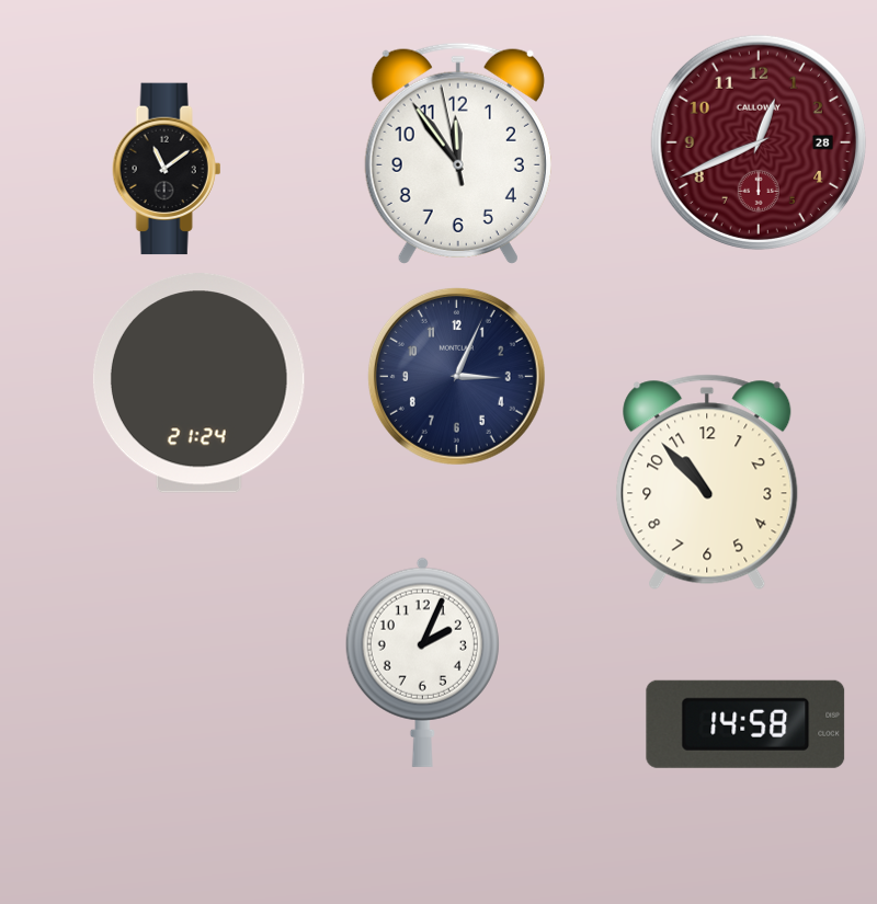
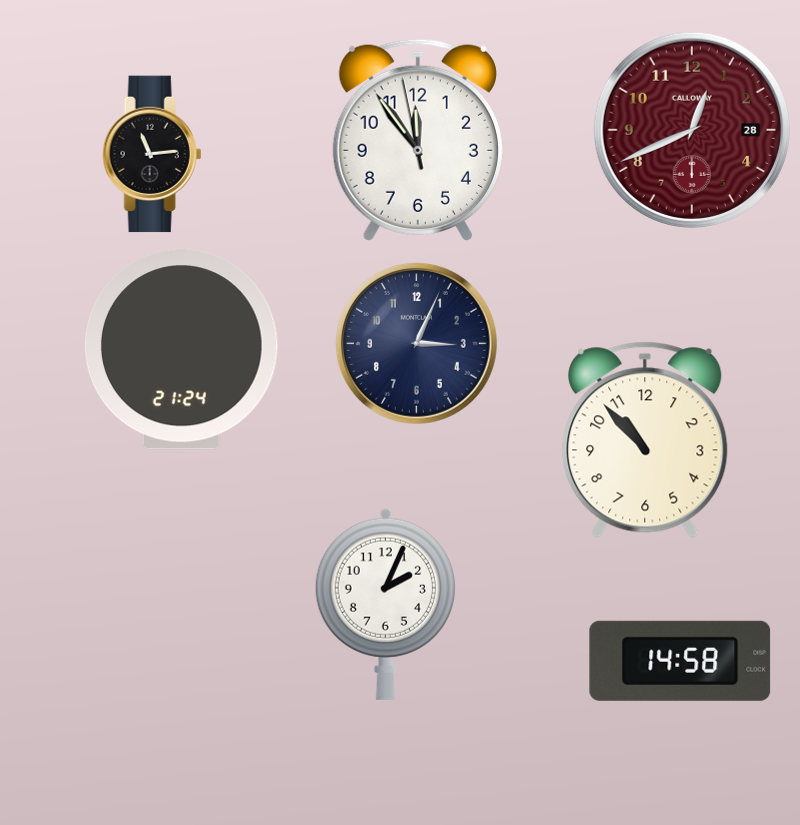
clock at (167, 169): 11:09 -> 11:14
